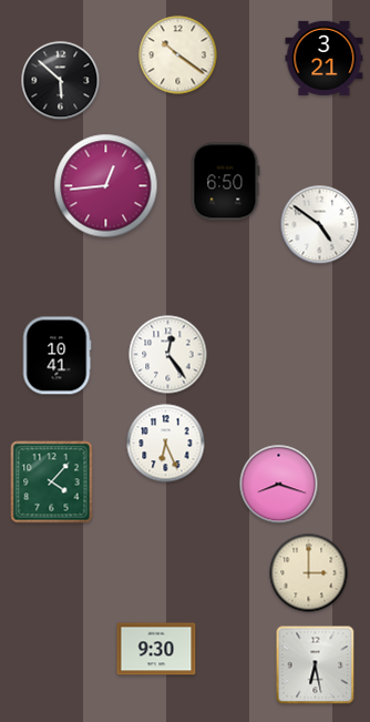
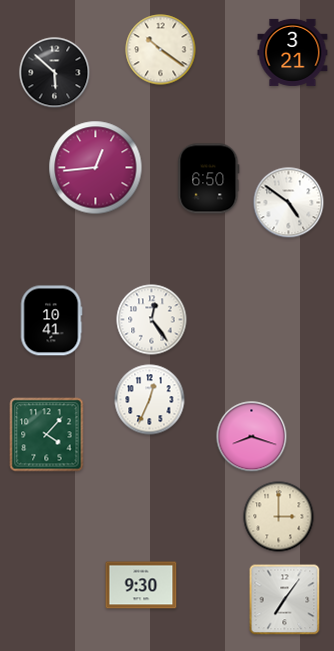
clock at (226, 182) position: (226, 182) -> (209, 179)
clock at (166, 444): 6:26 -> 12:34
clock at (316, 665): 6:28 -> 7:06
